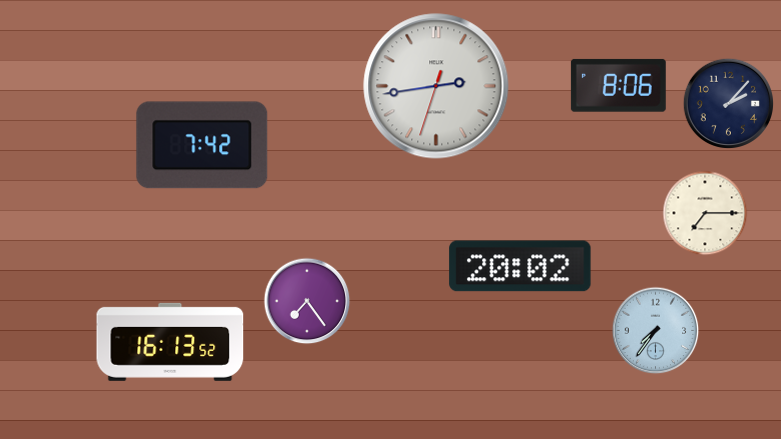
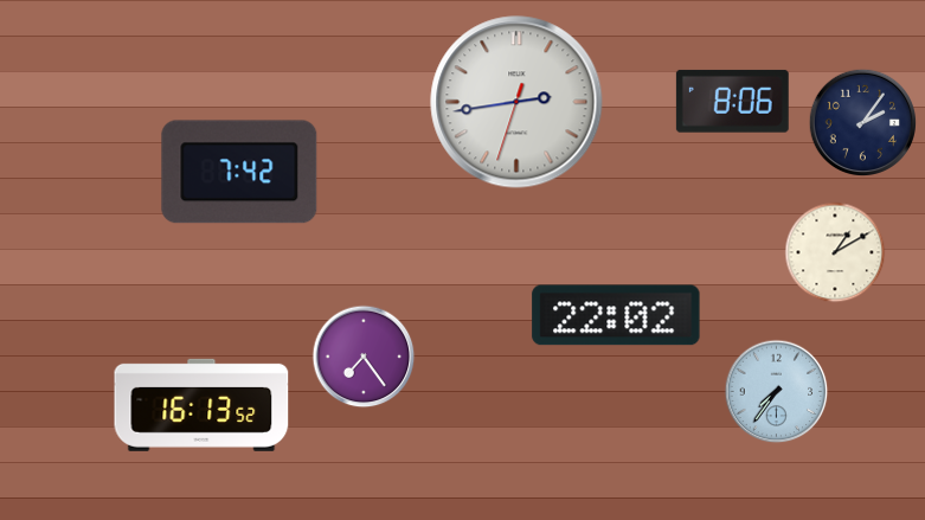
clock at (728, 103): 2:07 -> 2:06
clock at (705, 213): 7:15 -> 1:10
clock at (520, 266): 20:02 -> 22:02
